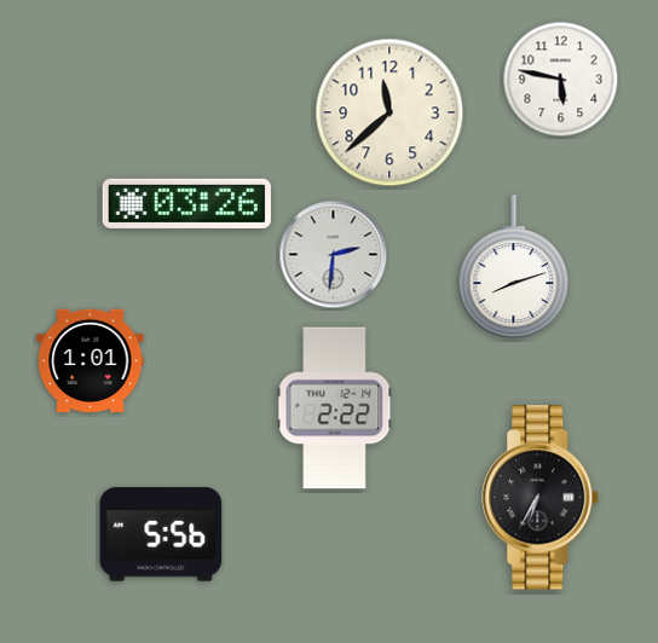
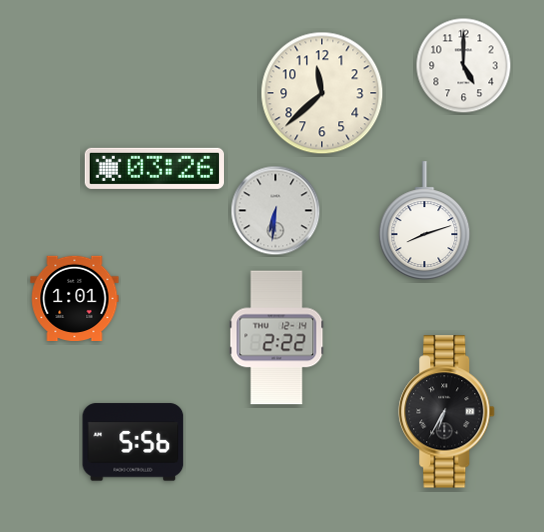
clock at (561, 80): 5:47 -> 5:00
clock at (334, 255): 2:31 -> 6:31
